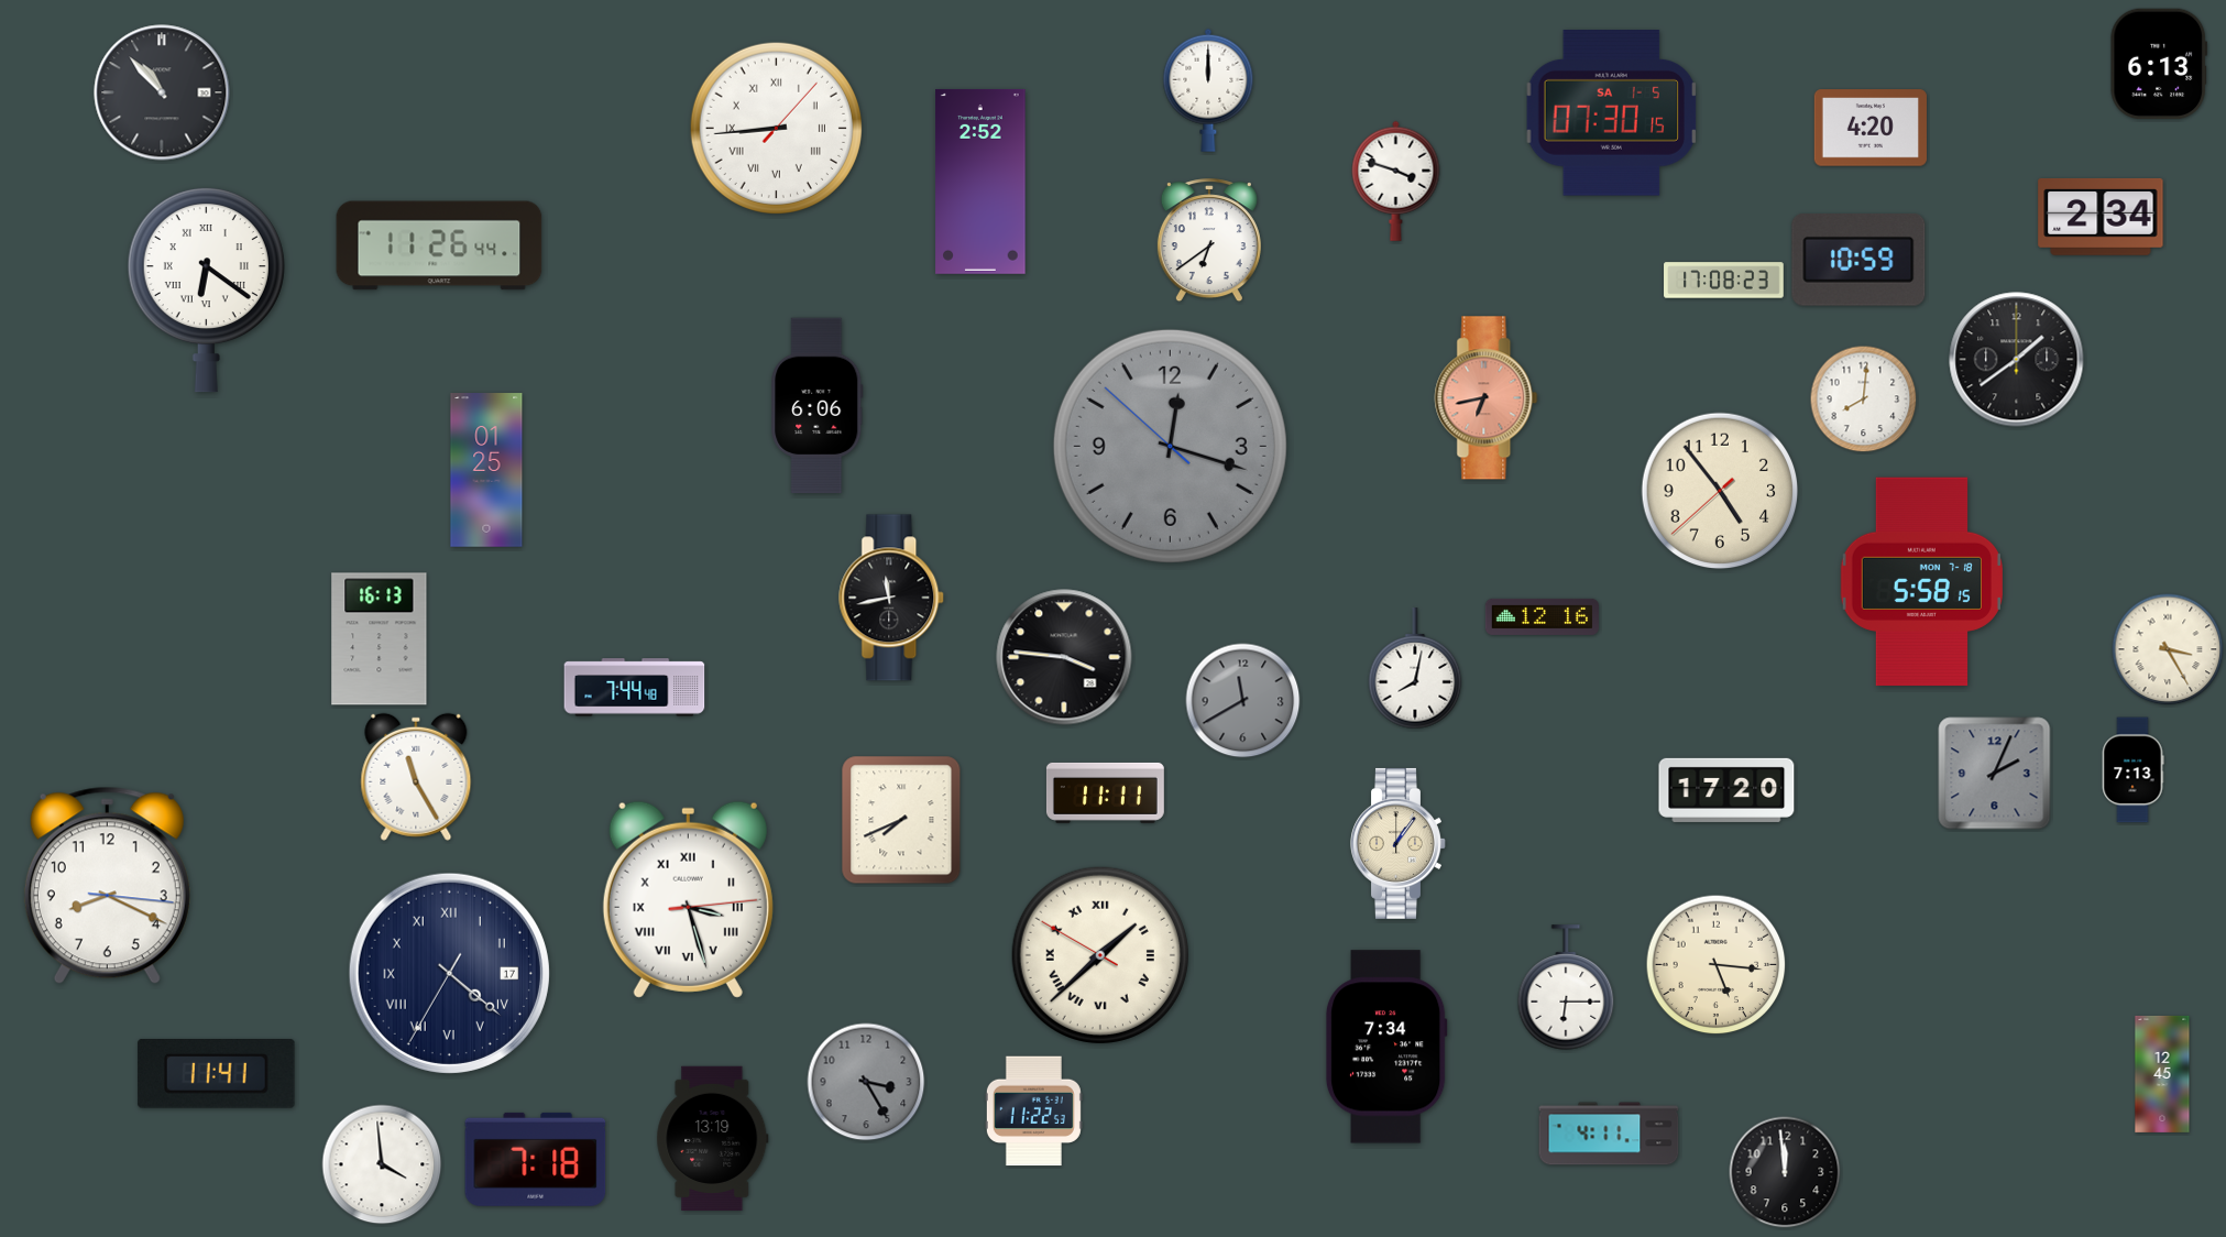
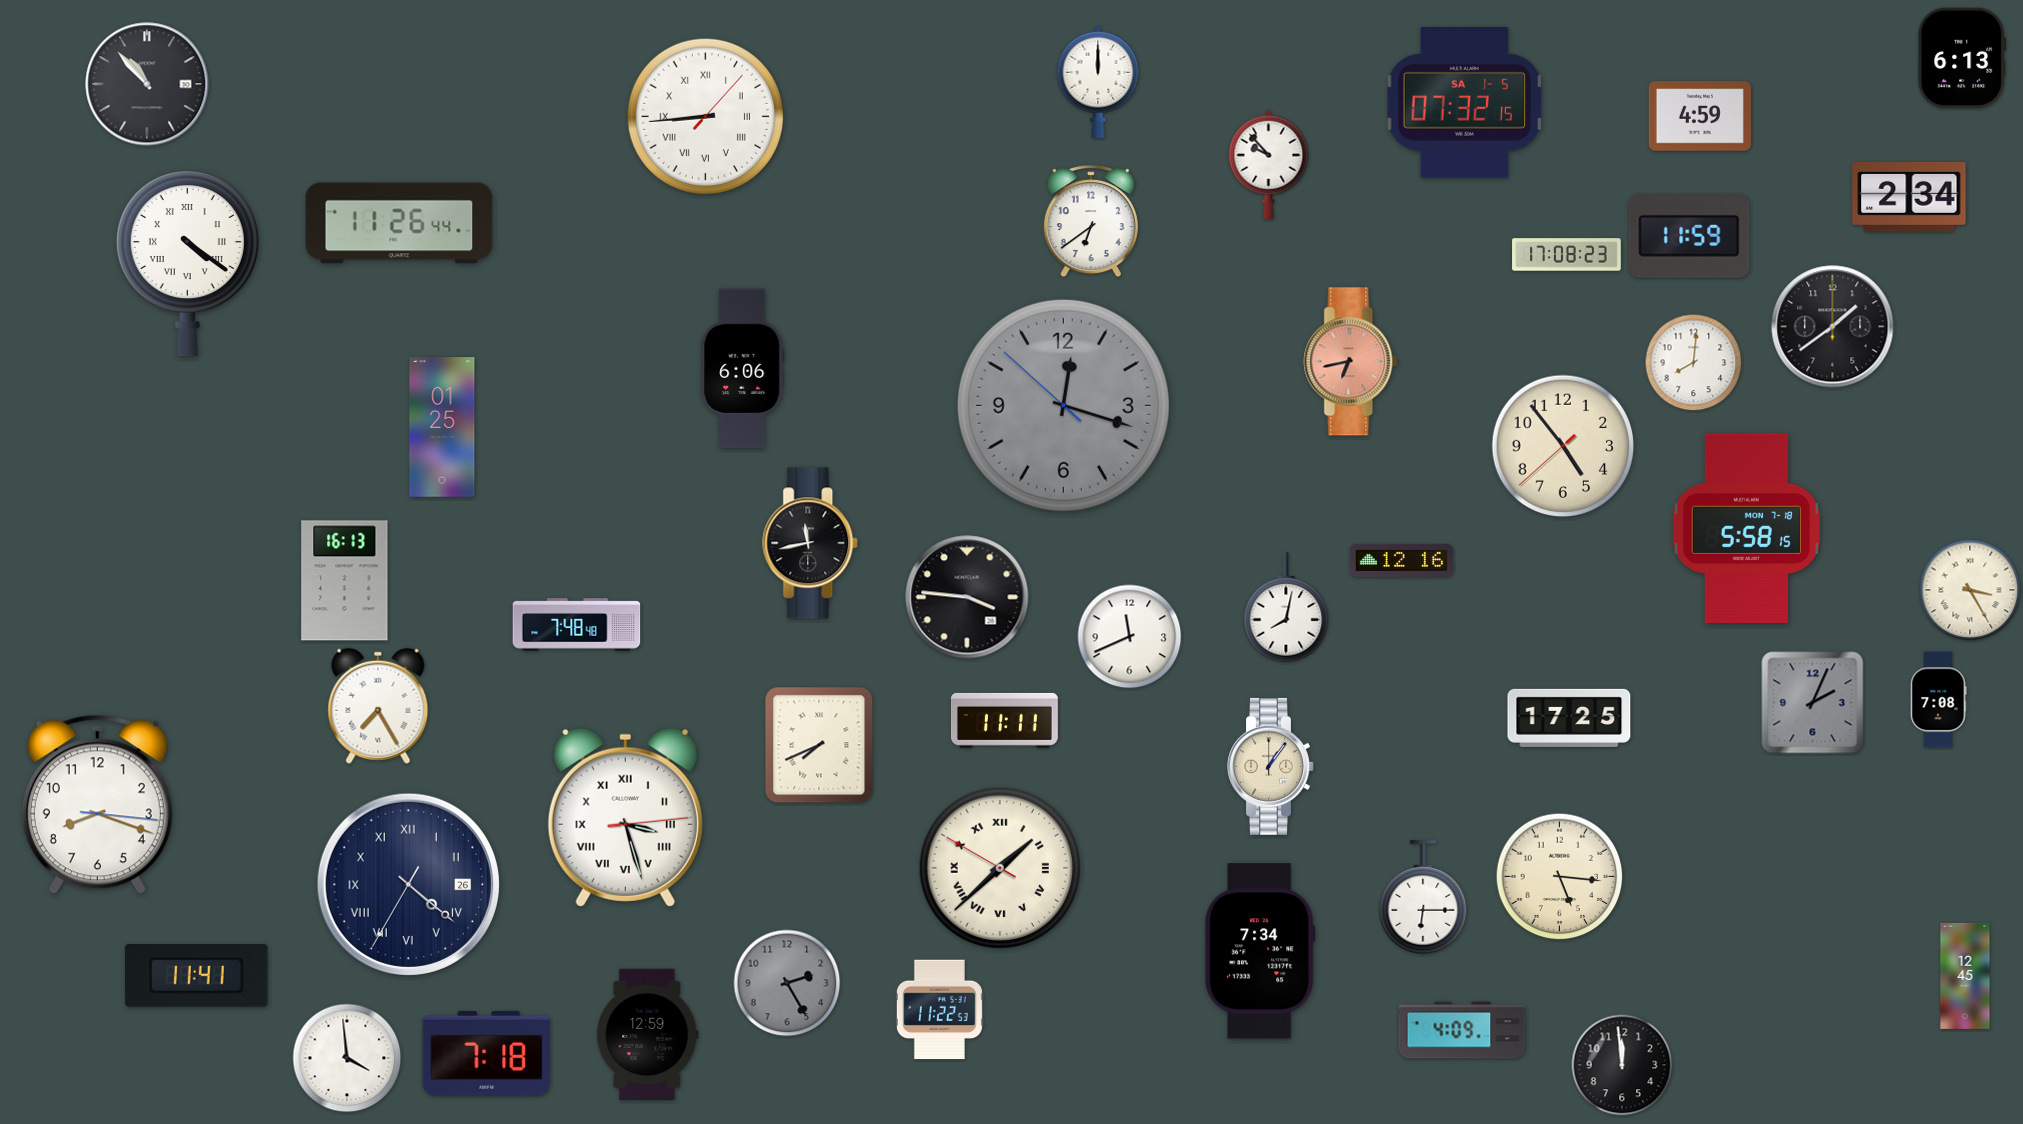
clock at (1612, 113): 07:30 -> 07:32
clock at (1871, 128): 4:20 -> 4:59
clock at (1396, 180): 3:48 -> 9:53
clock at (980, 182): 2:52 -> none
clock at (1209, 241) position: (1209, 241) -> (1091, 222)
clock at (1858, 261): 10:59 -> 11:59
clock at (206, 289): 6:21 -> 4:21
clock at (635, 688): 7:44 -> 7:48
clock at (1243, 701): 11:40 -> 11:41
clock at (1243, 701) dial: grey -> white
clock at (2132, 770): 7:13 -> 7:08
clock at (416, 777): 11:25 -> 7:25
clock at (1726, 790): 17:20 -> 17:25
clock at (107, 886): 8:19 -> 8:18
clock at (449, 973) date: 17 -> 26
clock at (866, 1082): 3:25 -> 2:25
clock at (1609, 1134): 4:11 -> 4:09
clock at (713, 1138): 13:19 -> 12:59
